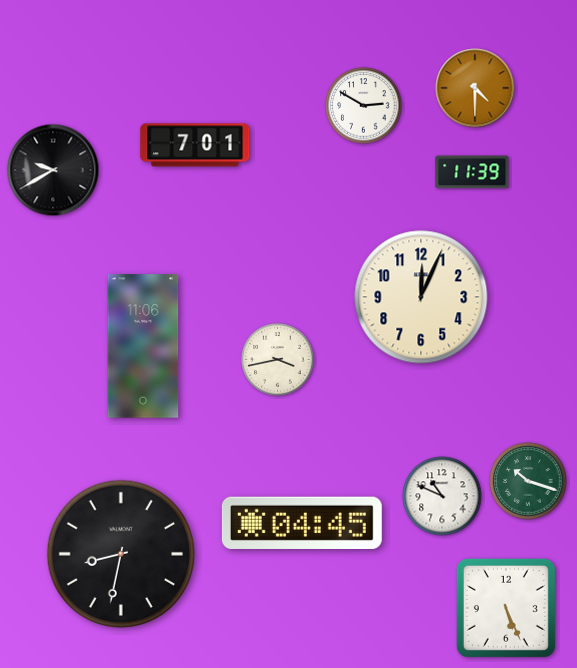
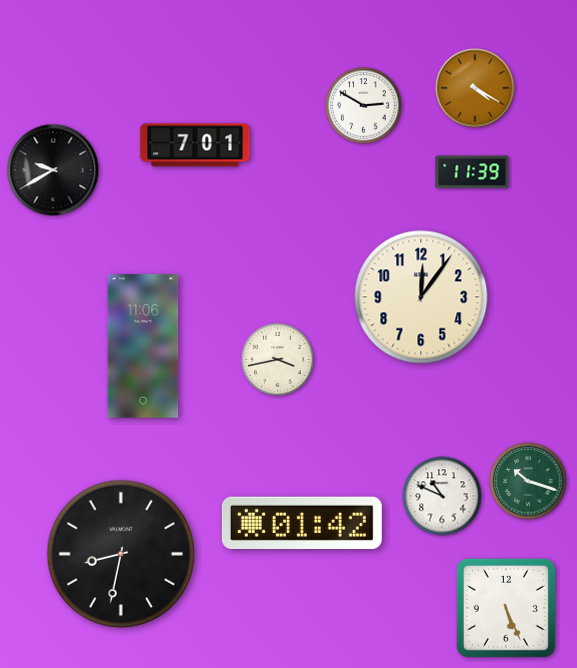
clock at (475, 88): 4:30 -> 4:20
clock at (421, 297): 12:04 -> 12:06
clock at (302, 523): 04:45 -> 01:42
